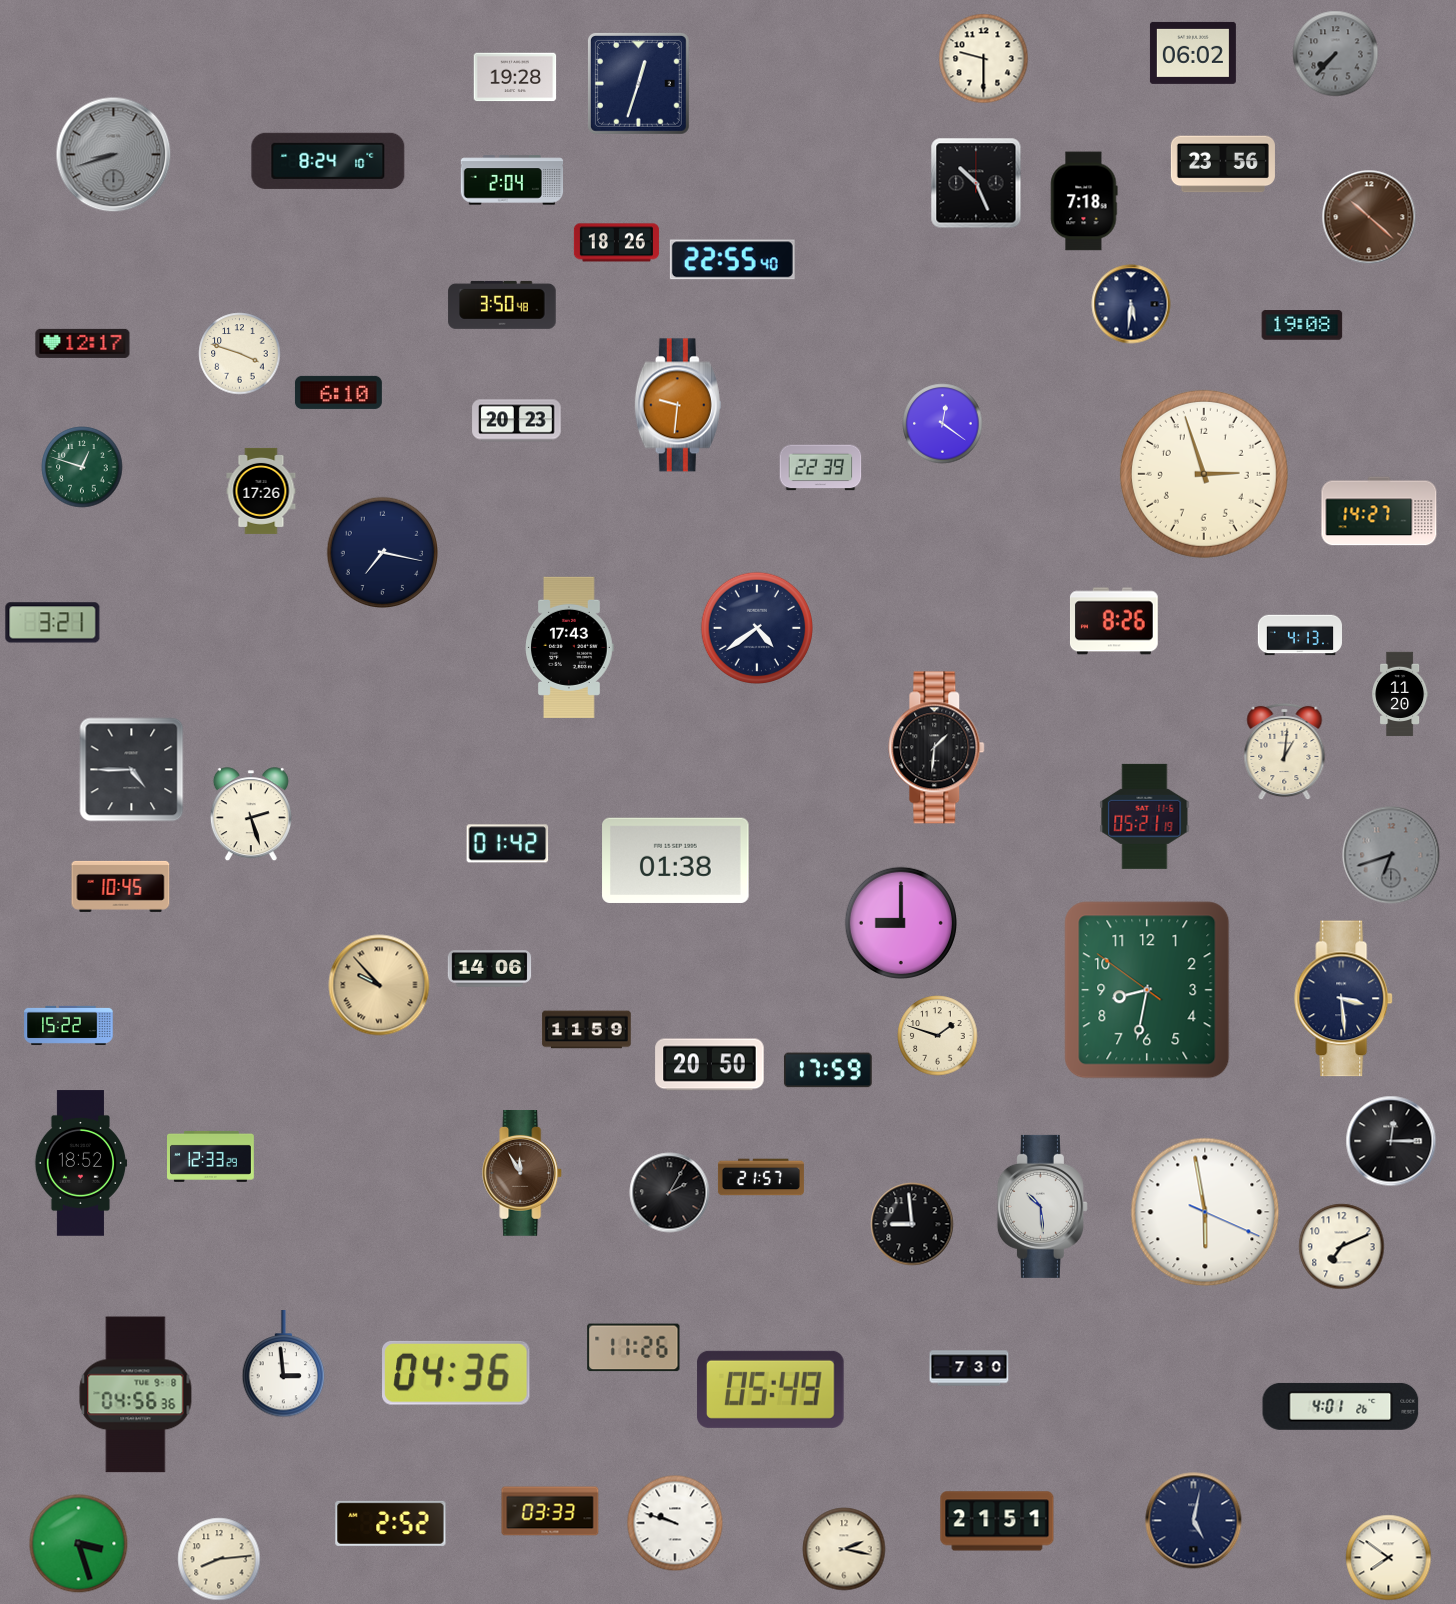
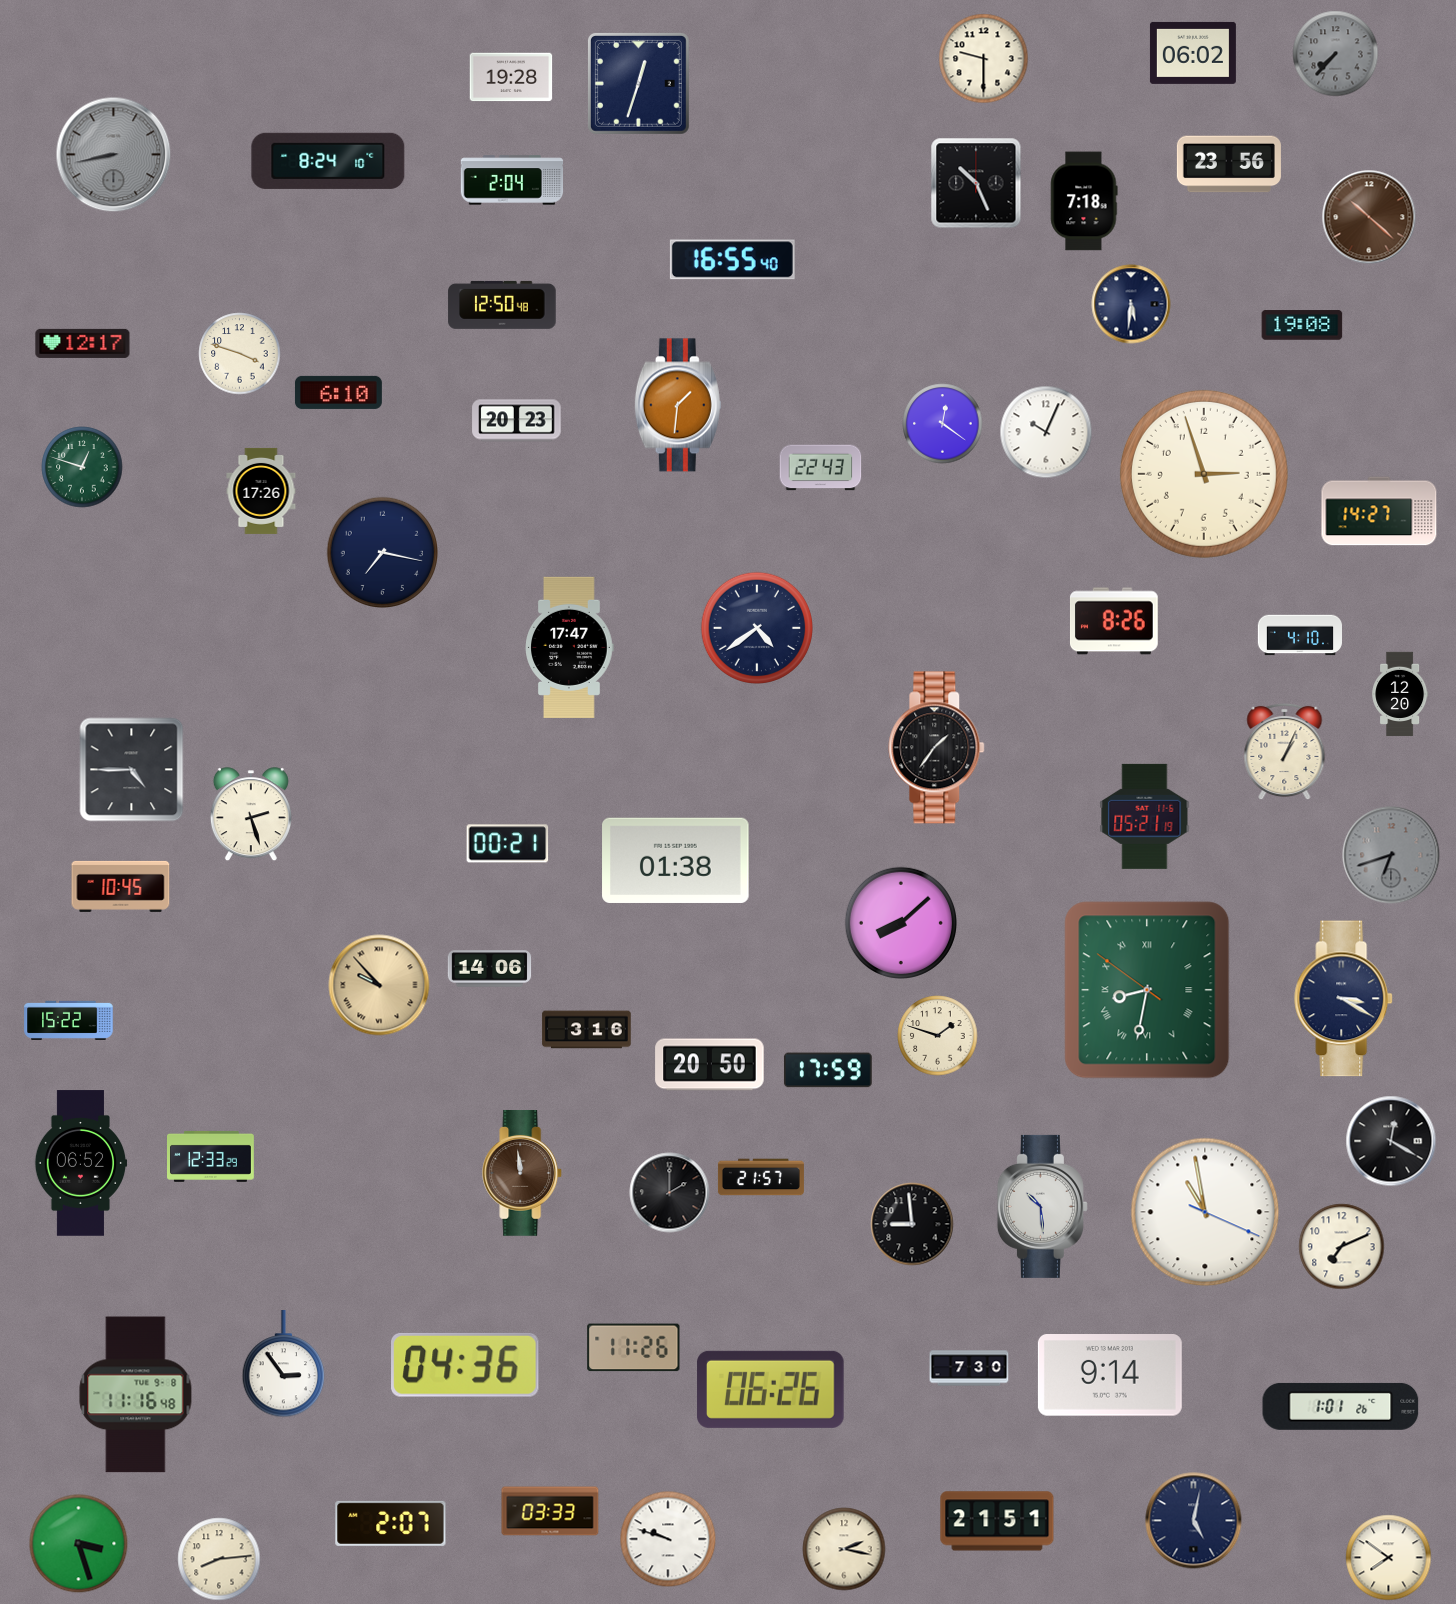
clock at (515, 77) position: (515, 77) -> (511, 77)
clock at (114, 155): 8:42 -> 8:43
clock at (1223, 164) position: (1223, 164) -> (1229, 164)
clock at (616, 243): 18:26 -> none
clock at (732, 260): 22:55 -> 16:55
clock at (502, 305): 3:50 -> 12:50
clock at (678, 405): 9:31 -> 1:31
clock at (1046, 432): none -> 10:04
clock at (821, 468): 22:39 -> 22:43
clock at (53, 623): 3:21 -> none
clock at (1299, 635): 4:13 -> 4:10
clock at (570, 647): 17:43 -> 17:47
clock at (1400, 693): 11:20 -> 12:20
clock at (937, 748): 1:31 -> 1:36
clock at (1285, 752): 1:01 -> 1:04
clock at (508, 844): 01:42 -> 00:21
clock at (900, 922): 9:00 -> 8:08
clock at (1147, 990) numerals: Arabic -> Roman
clock at (1344, 999): 3:29 -> 3:20
clock at (69, 1025) position: (69, 1025) -> (69, 1020)
clock at (587, 1030): 11:59 -> 3:16
clock at (1391, 1141): 12:15 -> 12:20
clock at (81, 1163): 18:52 -> 06:52
clock at (523, 1174): 11:55 -> 11:59
clock at (670, 1193): 2:05 -> 2:00
clock at (1205, 1212): 5:58 -> 10:58
clock at (284, 1365): 2:59 -> 2:54
clock at (456, 1373) position: (456, 1373) -> (465, 1365)
clock at (1110, 1376): none -> 9:14
clock at (771, 1389): 05:49 -> 06:26
clock at (136, 1395): 04:56 -> 11:16
clock at (1341, 1406): 4:01 -> 1:01
clock at (391, 1523): 2:52 -> 2:07
clock at (675, 1523) position: (675, 1523) -> (668, 1539)
